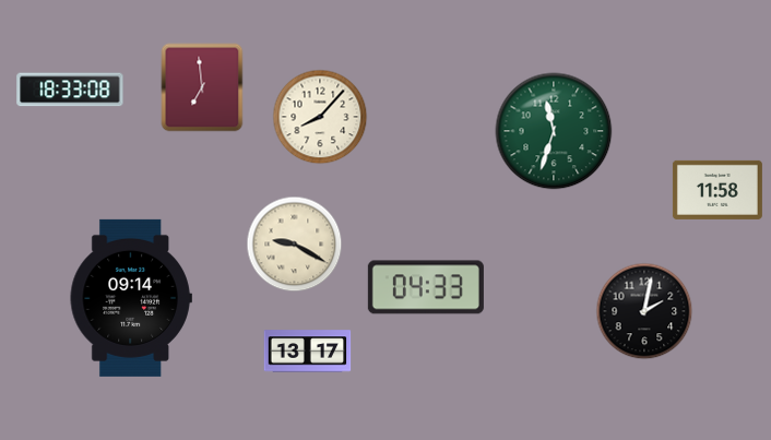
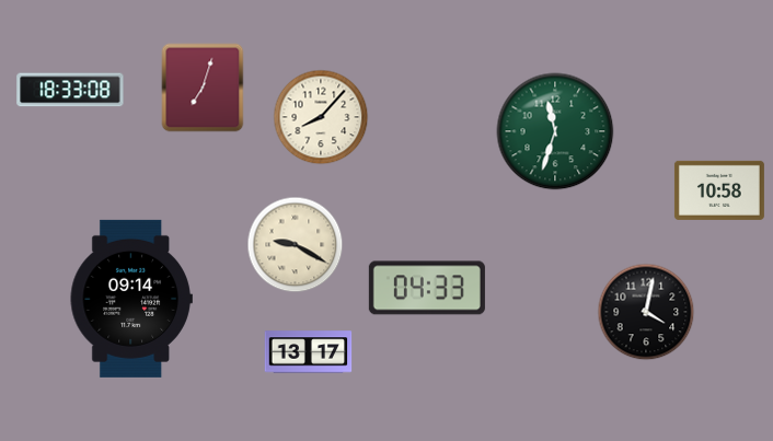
clock at (202, 87): 6:59 -> 7:03
clock at (717, 190): 11:58 -> 10:58
clock at (644, 311): 2:02 -> 4:02
